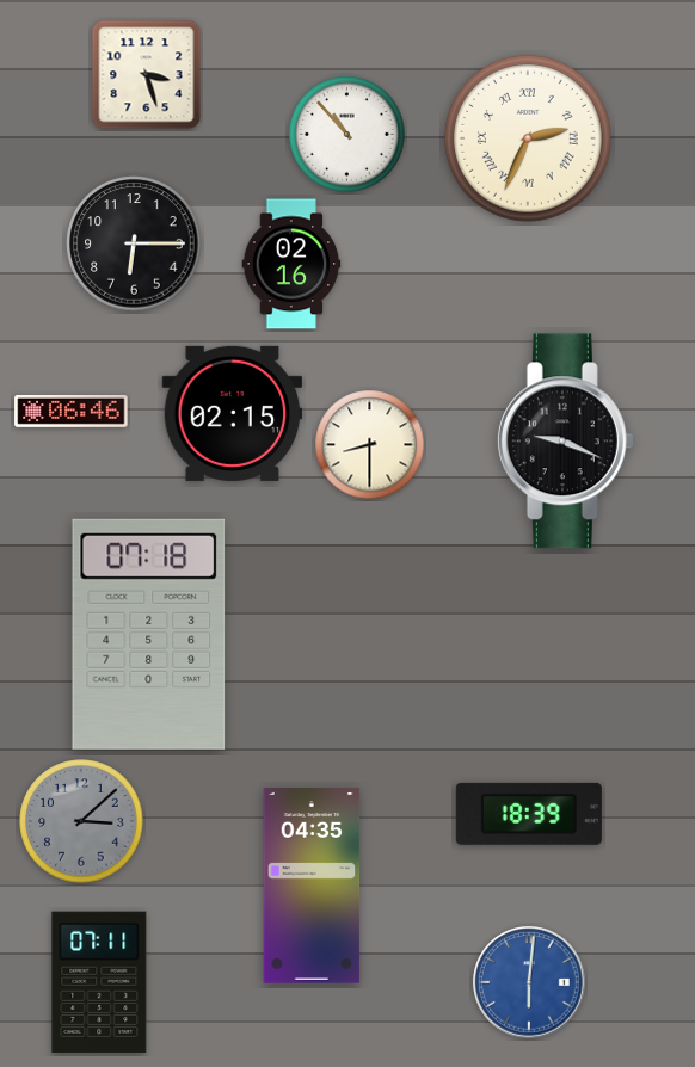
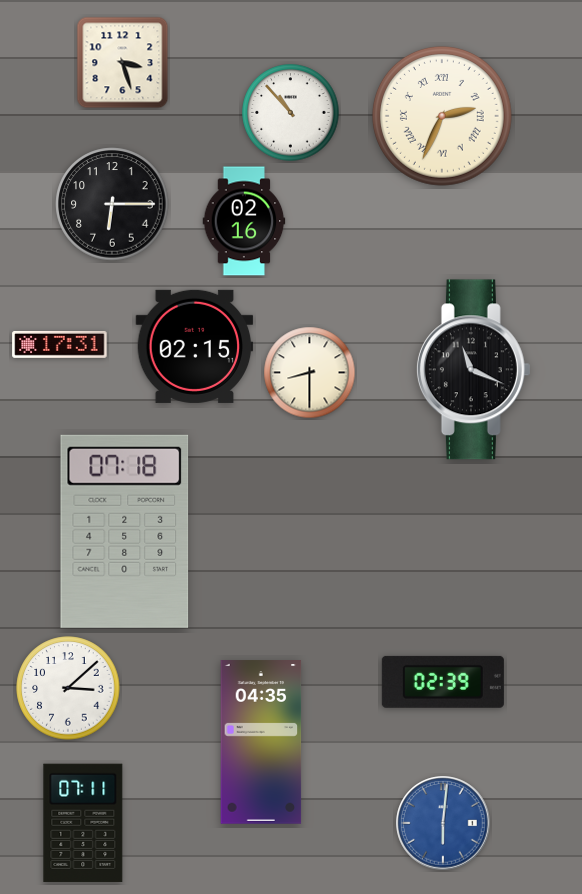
clock at (72, 411): 06:46 -> 17:31
clock at (565, 442): 9:19 -> 11:19
clock at (529, 814): 18:39 -> 02:39
clock at (81, 821) dial: grey -> white
